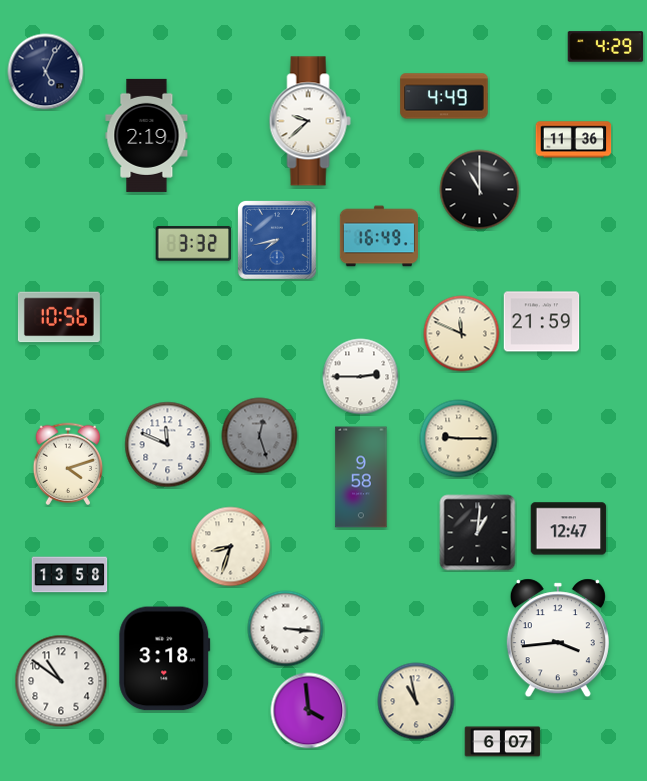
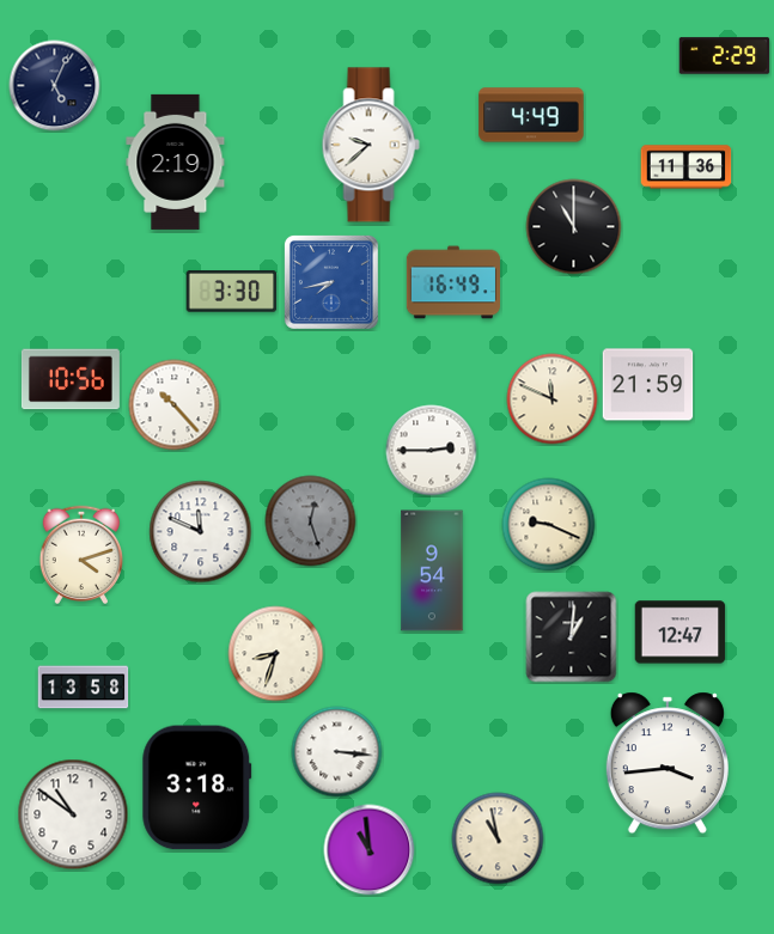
clock at (606, 47): 4:29 -> 2:29
clock at (277, 240) position: (277, 240) -> (331, 282)
clock at (194, 244): 3:32 -> 3:30
clock at (175, 405): none -> 10:23
clock at (459, 439): 9:15 -> 9:19
clock at (361, 477): 9:58 -> 9:54
clock at (286, 629) position: (286, 629) -> (337, 752)
clock at (309, 711): 3:59 -> 10:59
clock at (503, 742): 6:07 -> none
